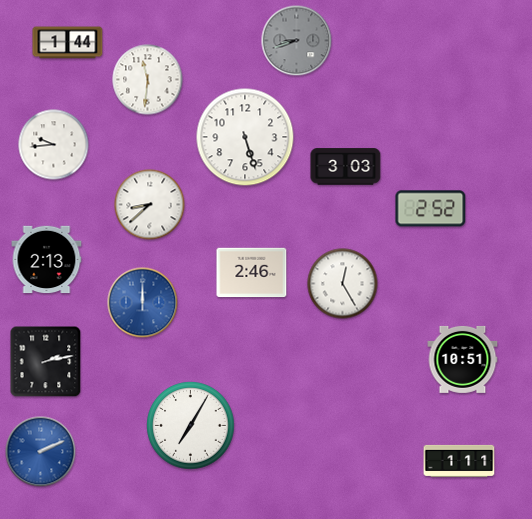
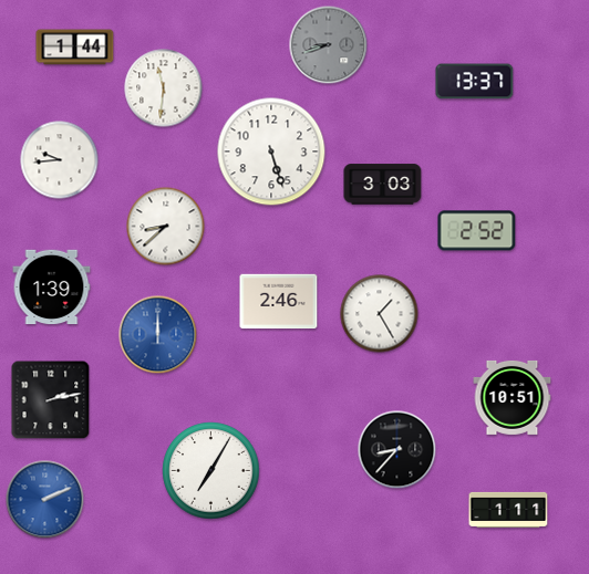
clock at (475, 82): none -> 13:37
clock at (47, 260): 2:13 -> 1:39
clock at (343, 284): 12:25 -> 1:25
clock at (397, 450): none -> 8:37
